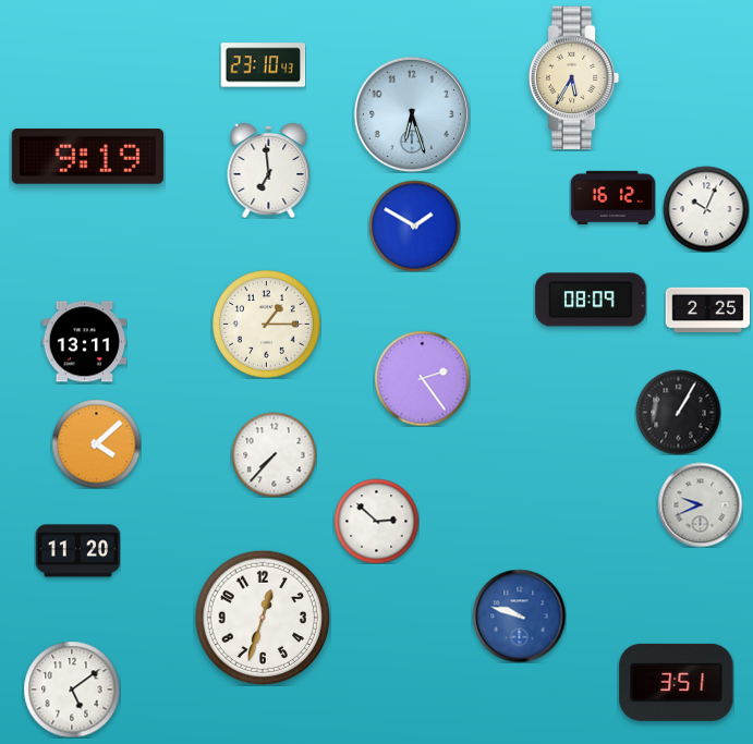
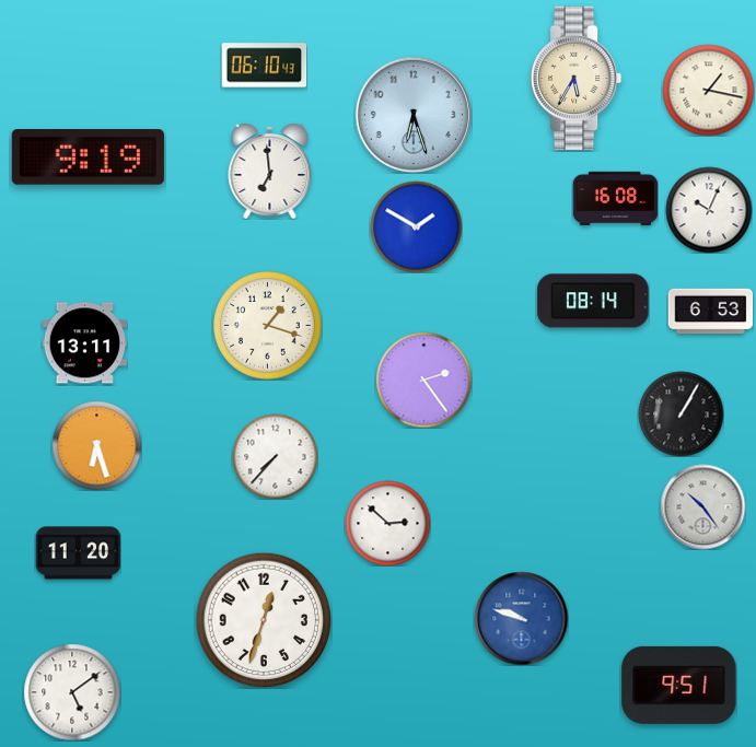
clock at (263, 65): 23:10 -> 06:10
clock at (708, 90): none -> 1:17
clock at (612, 197): 16:12 -> 16:08
clock at (591, 300): 08:09 -> 08:14
clock at (707, 310): 2:25 -> 6:53
clock at (267, 325): 1:15 -> 1:18
clock at (96, 443): 4:08 -> 6:27
clock at (700, 504): 9:41 -> 10:24
clock at (376, 521) position: (376, 521) -> (387, 523)
clock at (677, 682): 3:51 -> 9:51
